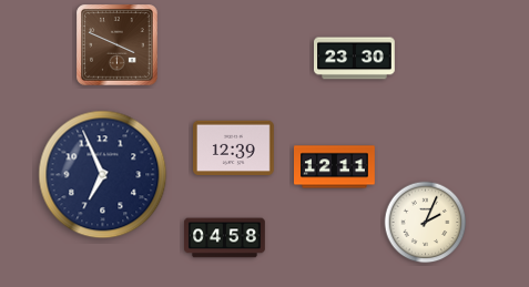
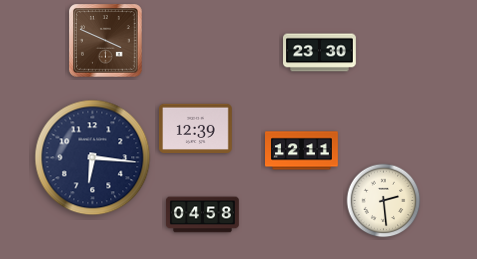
clock at (234, 148) position: (234, 148) -> (196, 129)
clock at (103, 175): 6:56 -> 6:16
clock at (426, 223): 2:04 -> 2:29
